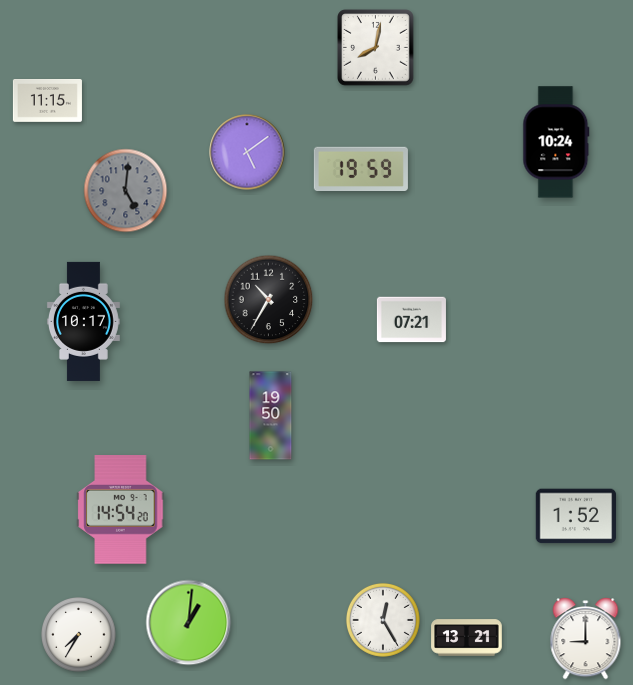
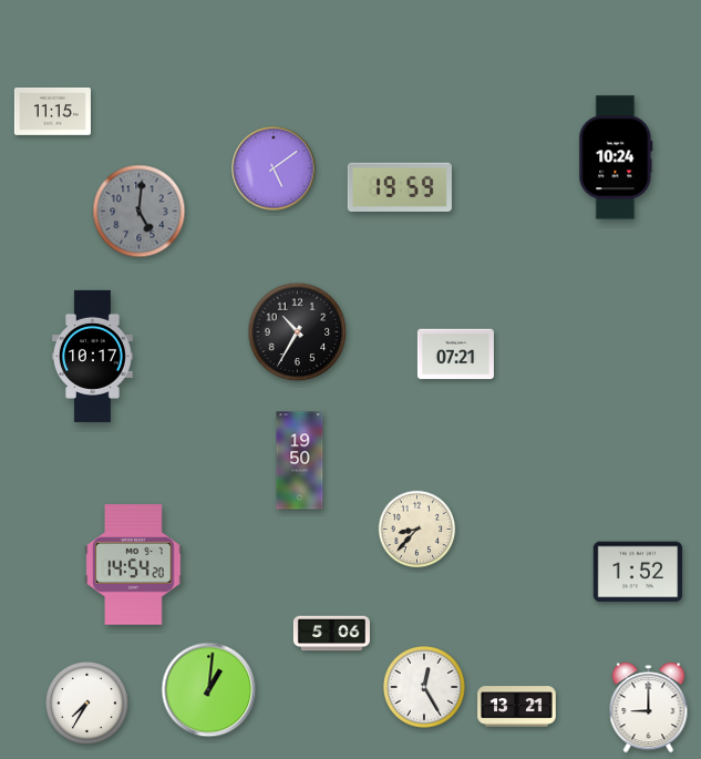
clock at (376, 48): 8:02 -> none
clock at (417, 530): none -> 8:37
clock at (331, 634): none -> 5:06
